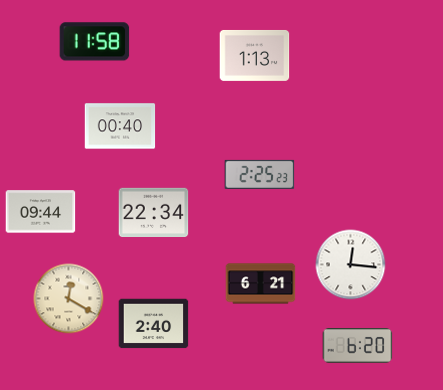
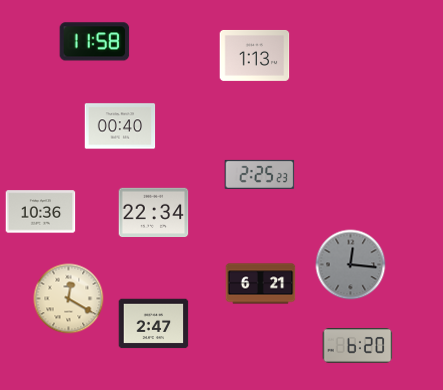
clock at (41, 212): 09:44 -> 10:36
clock at (351, 265) dial: white -> grey
clock at (154, 324): 2:40 -> 2:47
